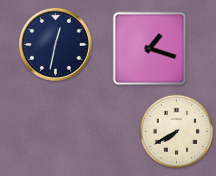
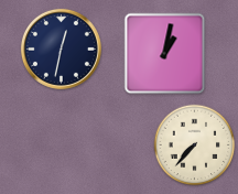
clock at (150, 49): 1:18 -> 1:02
clock at (177, 132): 7:40 -> 7:37
